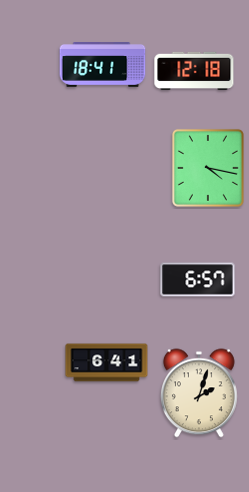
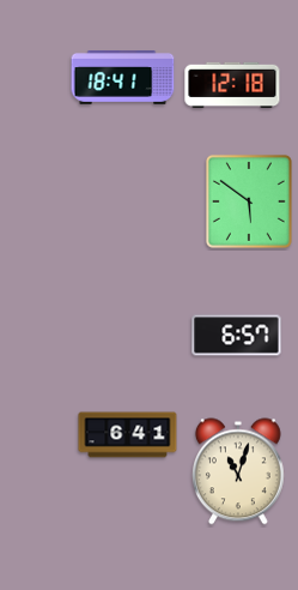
clock at (208, 168): 4:17 -> 5:51
clock at (199, 393): 2:03 -> 11:03
